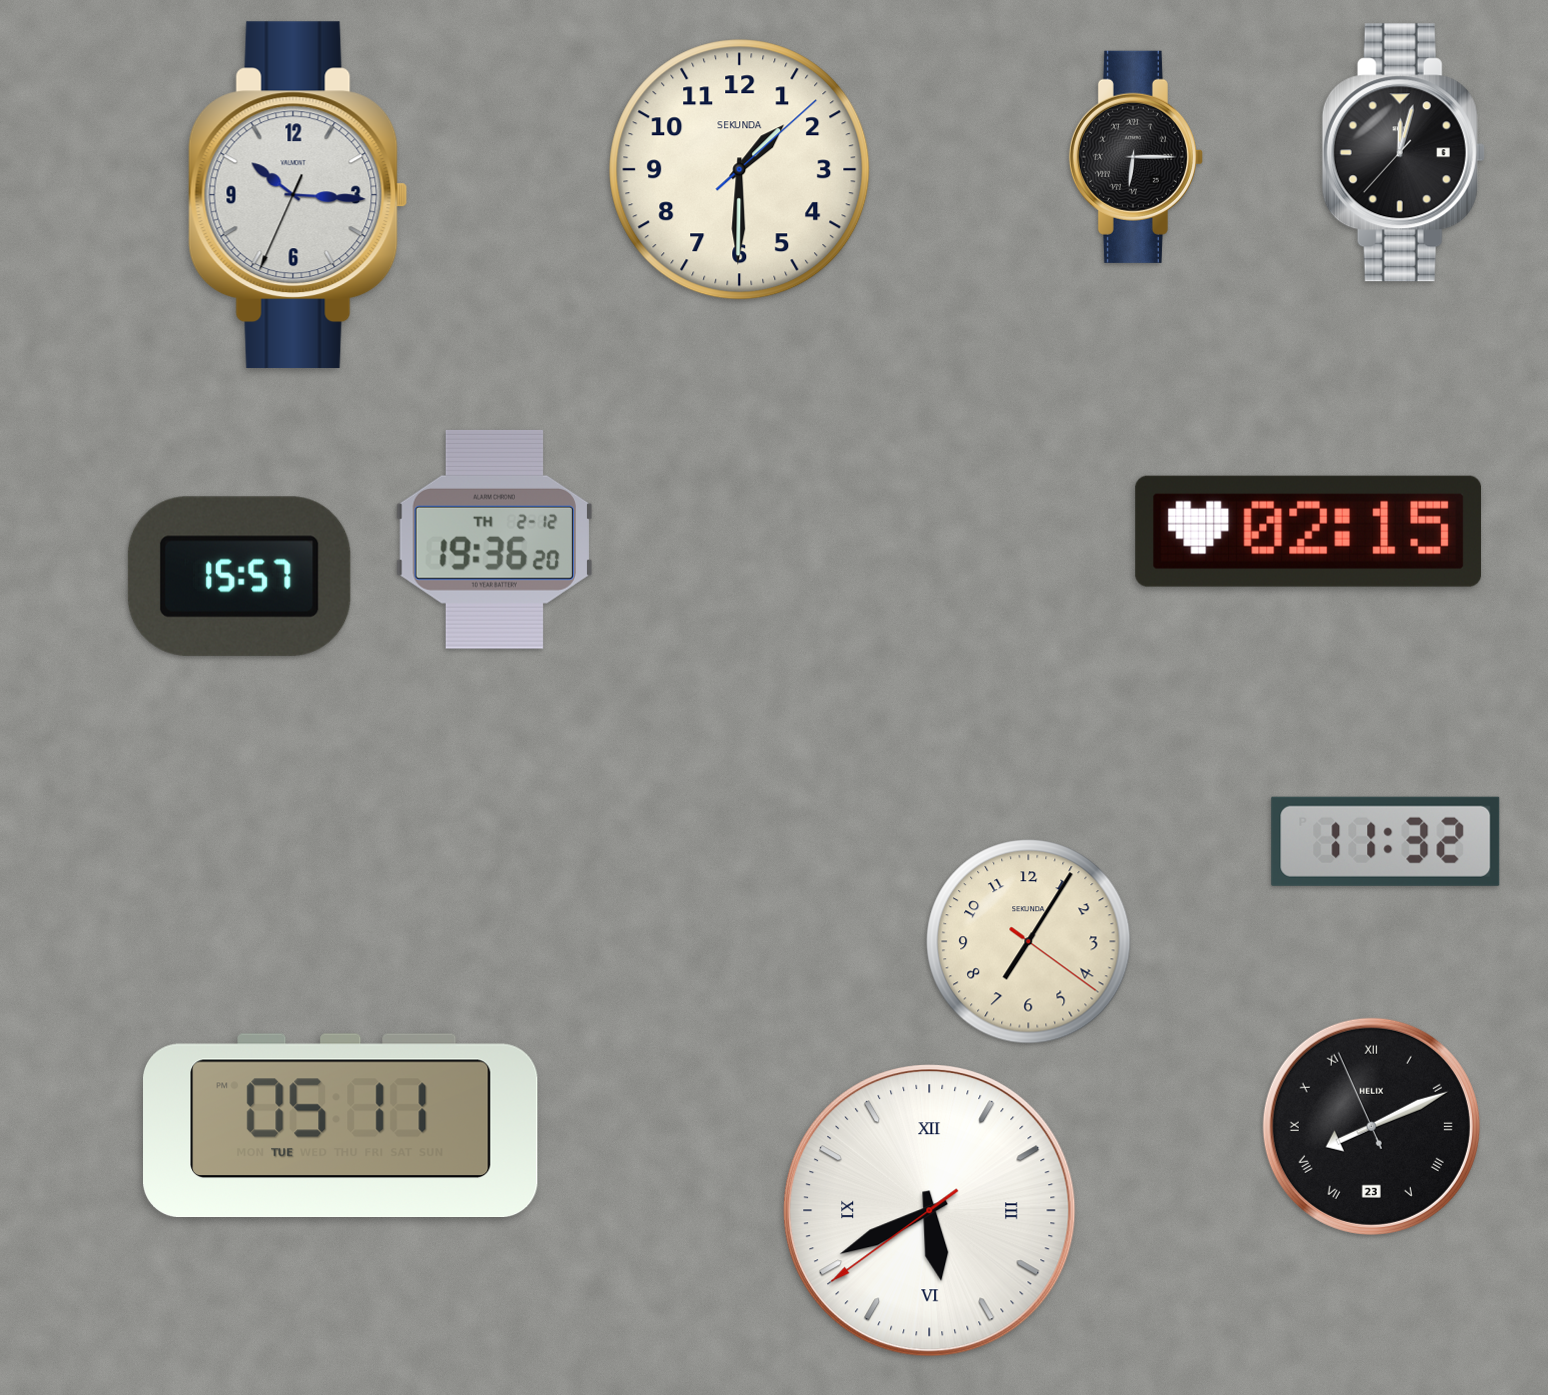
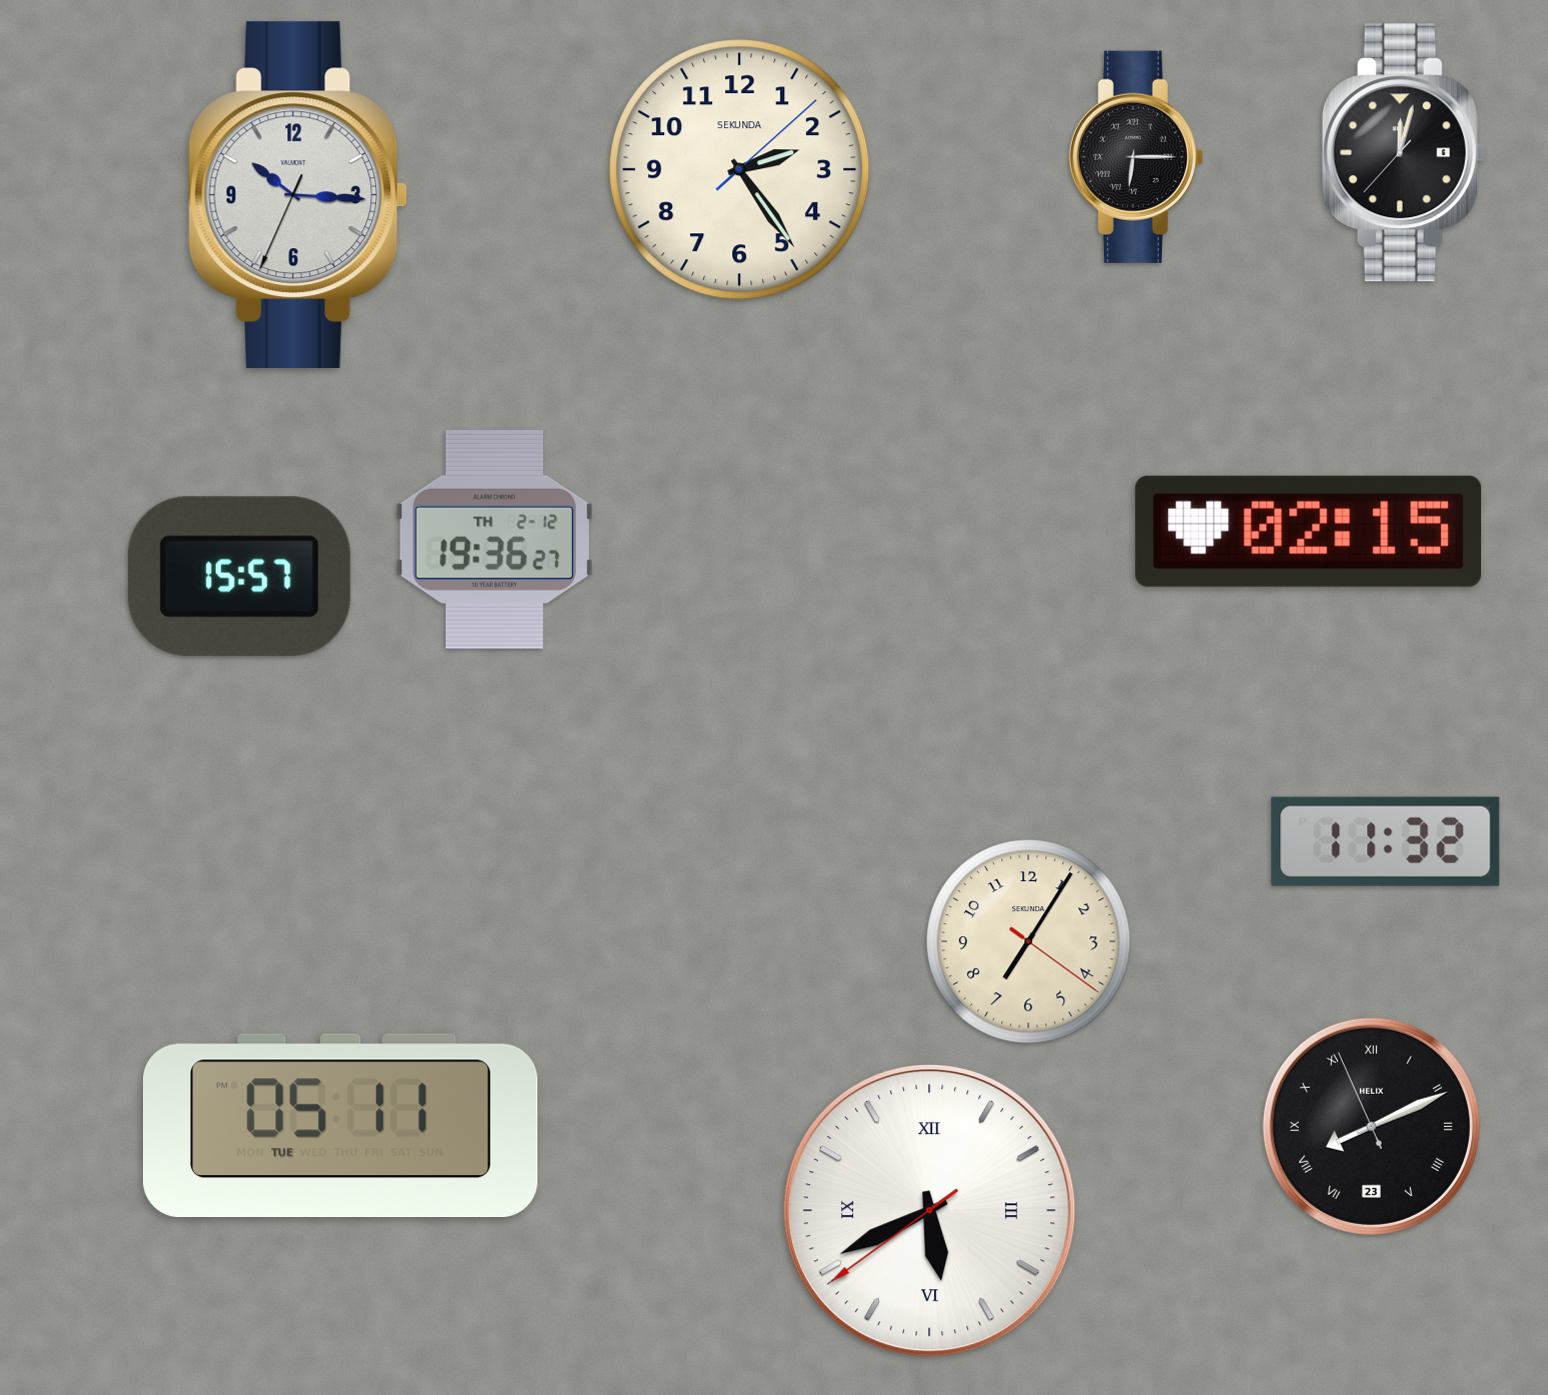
clock at (740, 170): 1:30 -> 2:24
clock at (494, 539): 19:36:20 -> 19:36:27
